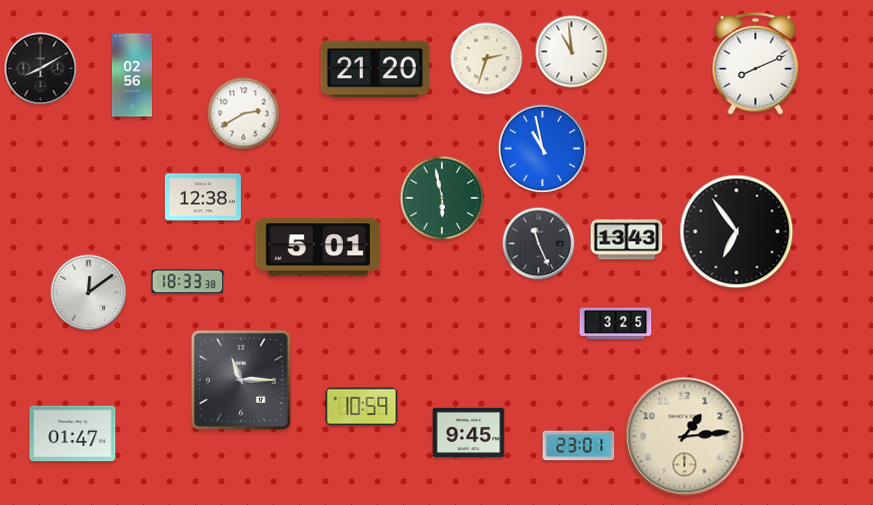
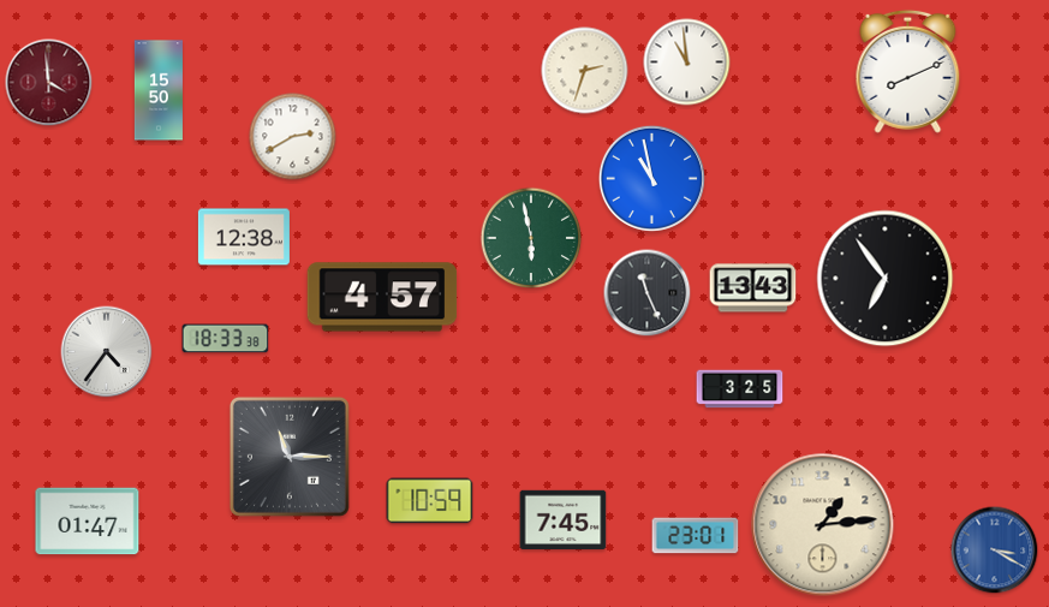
clock at (756, 63) position: (756, 63) -> (908, 71)
clock at (41, 69): 8:10 -> 3:59
clock at (41, 69) dial: black -> burgundy
clock at (375, 69): 21:20 -> none
clock at (132, 75): 02:56 -> 15:50
clock at (318, 247): 5:01 -> 4:57
clock at (89, 293): 12:09 -> 4:36
clock at (362, 407) position: (362, 407) -> (430, 501)
clock at (469, 433): 9:45 -> 7:45
clock at (995, 551): none -> 3:20
